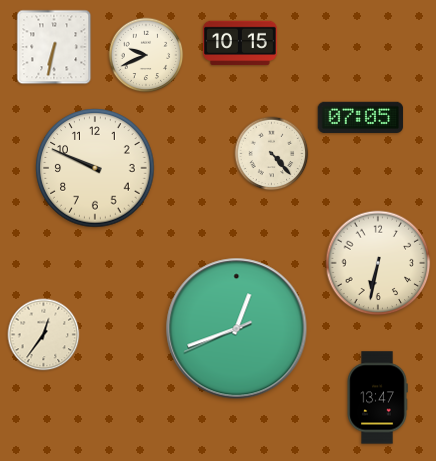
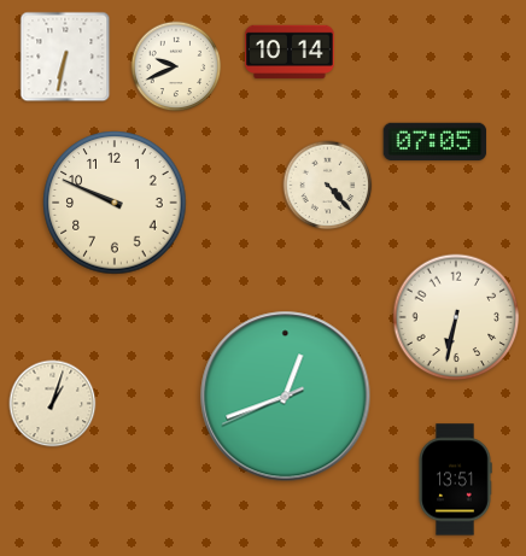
clock at (240, 43): 10:15 -> 10:14
clock at (44, 335): 12:36 -> 1:03
clock at (377, 398): 13:47 -> 13:51
